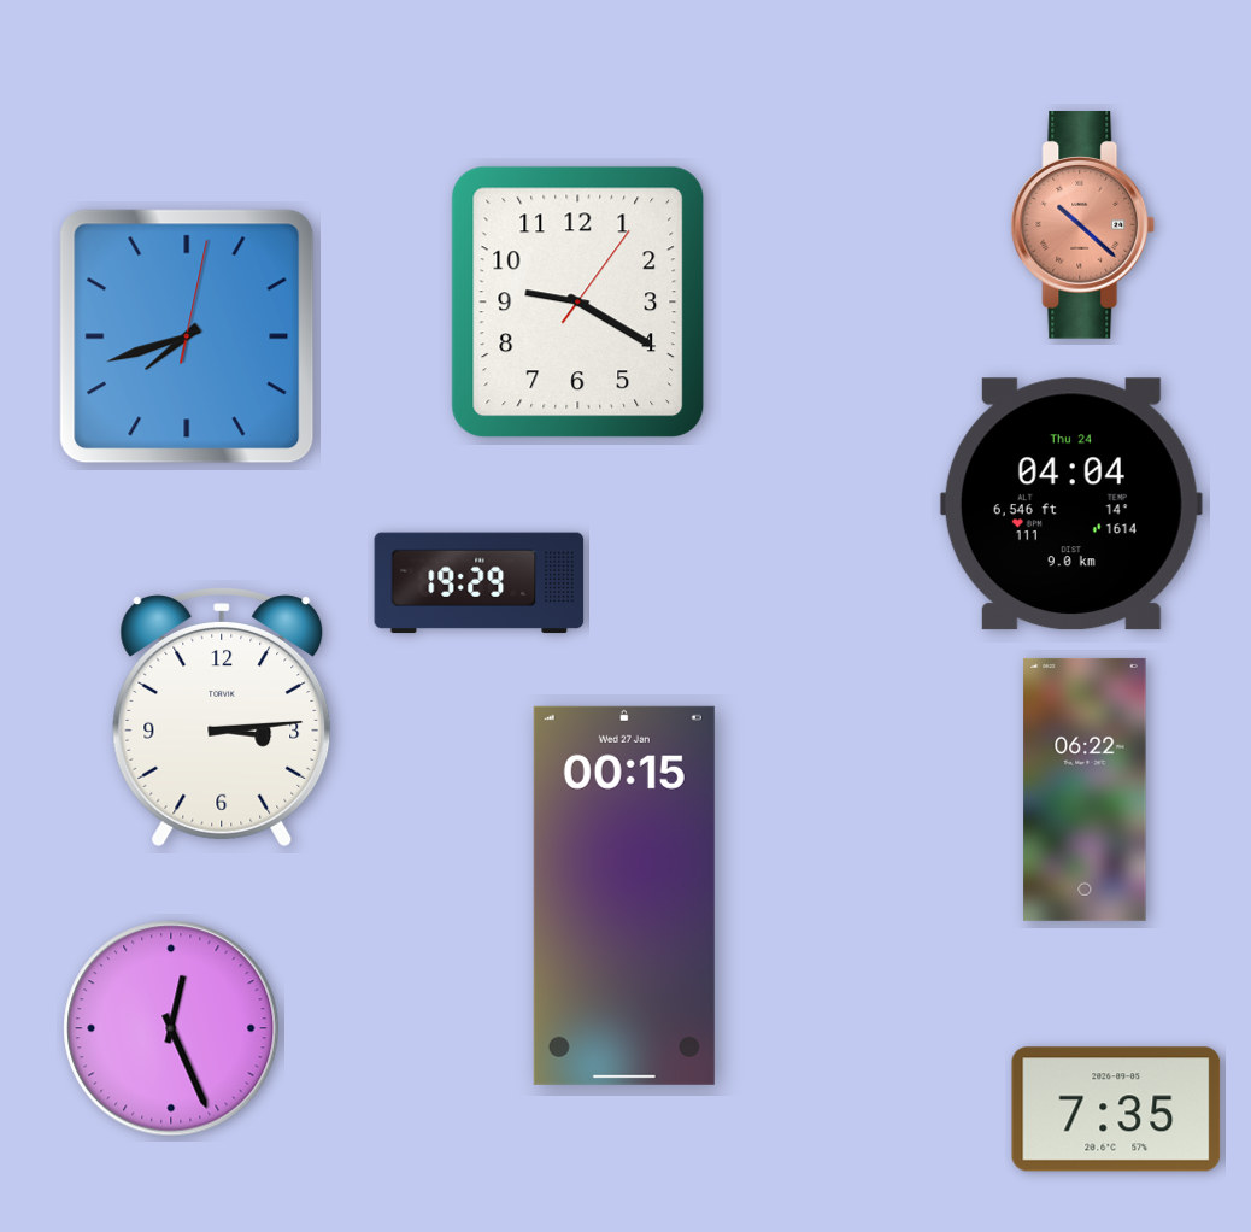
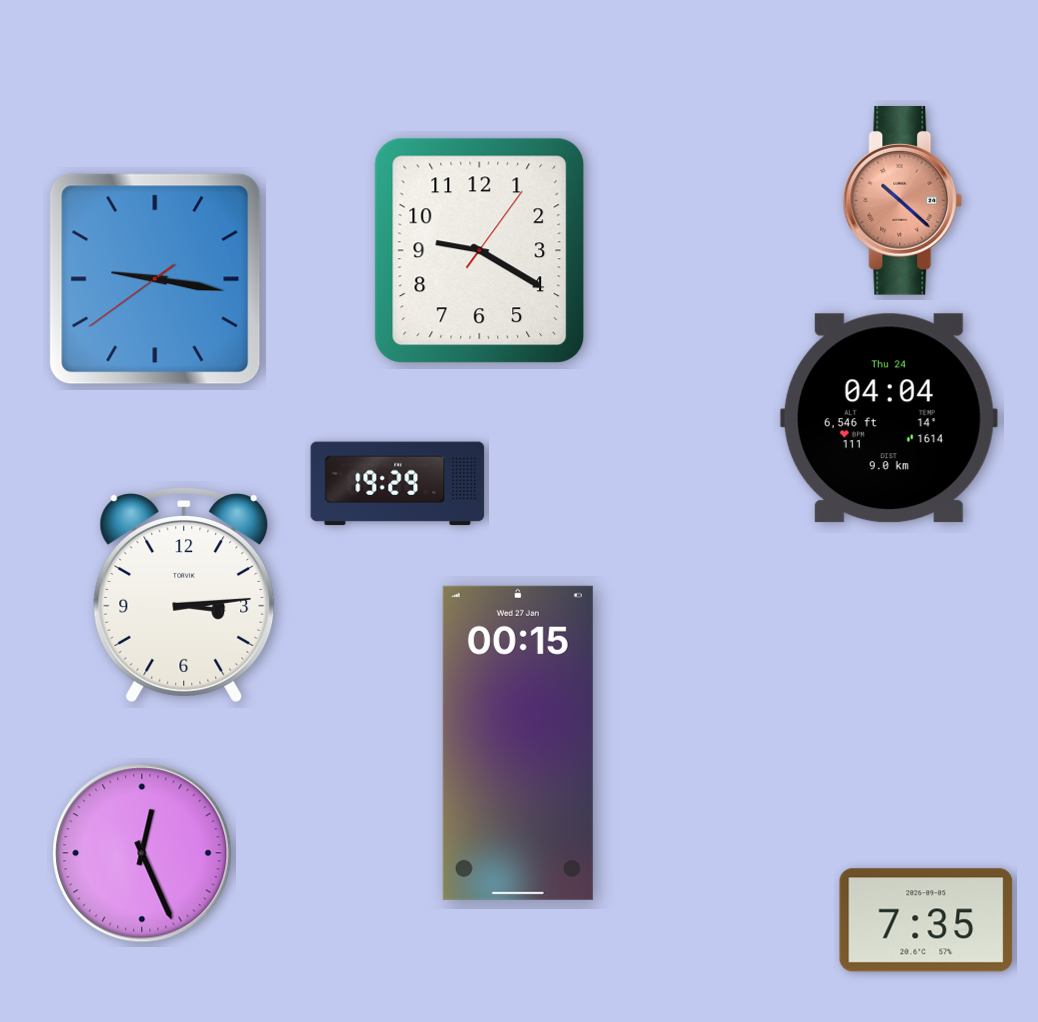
clock at (1083, 225) position: (1083, 225) -> (903, 201)
clock at (187, 336): 7:42 -> 9:16
clock at (1085, 790): 06:22 -> none
